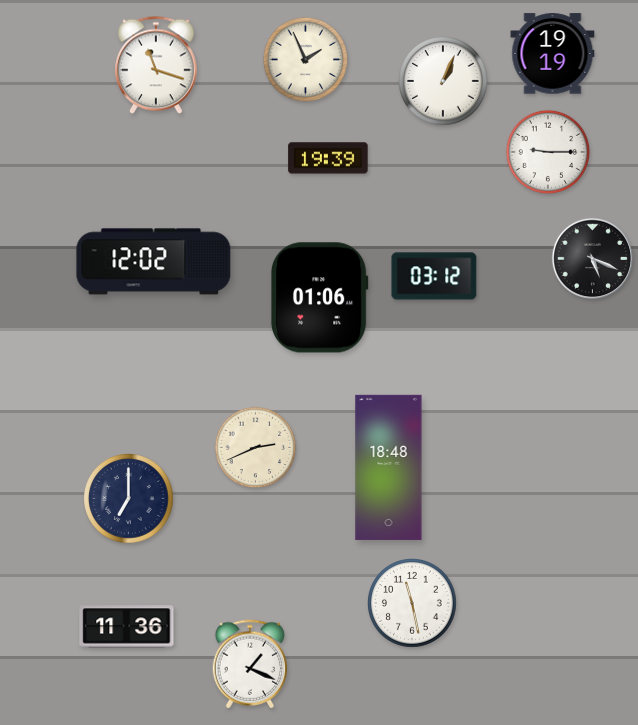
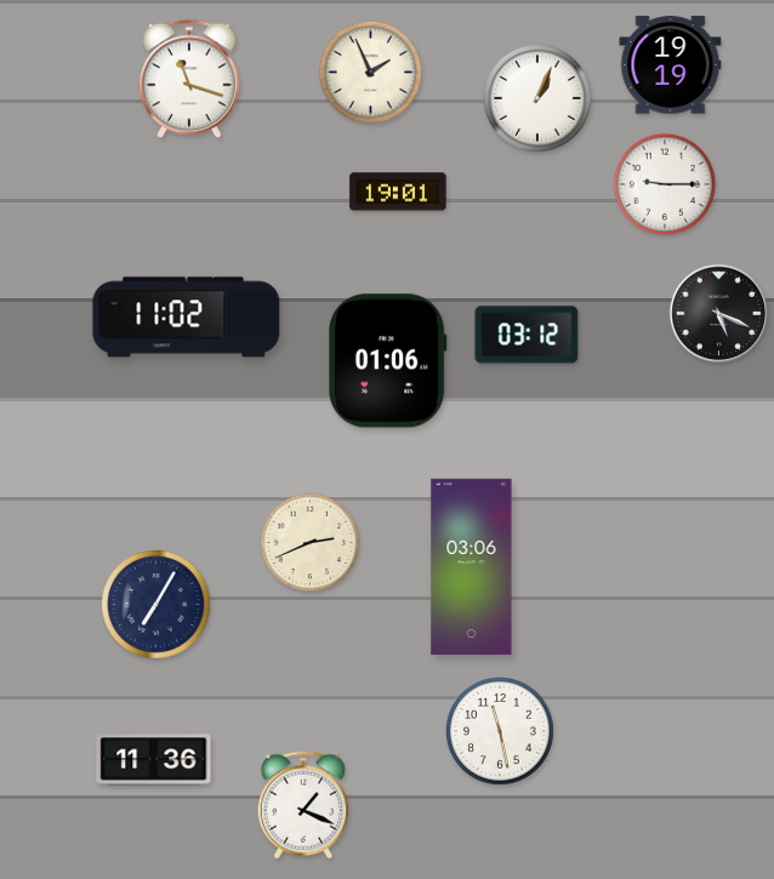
clock at (328, 158): 19:39 -> 19:01
clock at (154, 262): 12:02 -> 11:02
clock at (389, 467): 18:48 -> 03:06
clock at (129, 499): 7:00 -> 7:05
